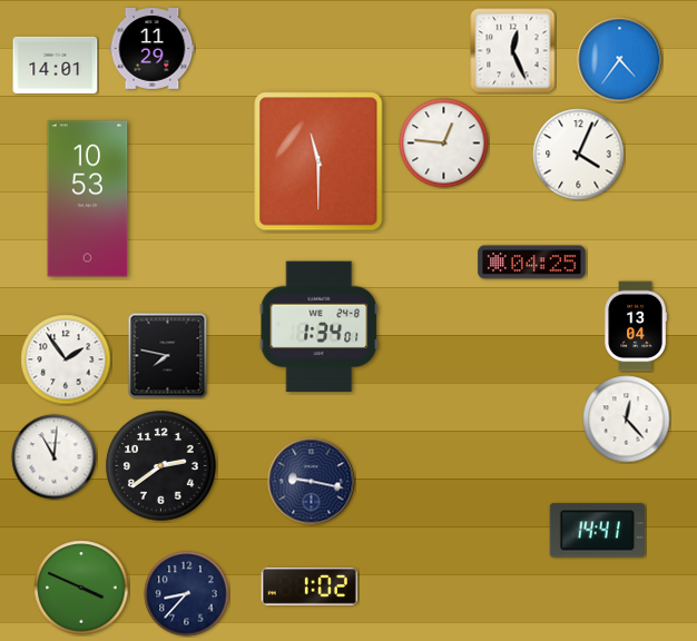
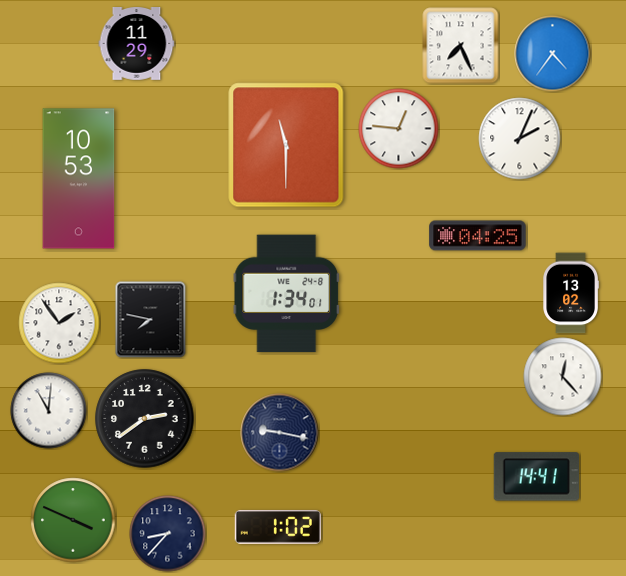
clock at (513, 51): 12:26 -> 7:26
clock at (620, 60) position: (620, 60) -> (553, 54)
clock at (56, 65): 14:01 -> none
clock at (579, 155): 4:04 -> 2:04
clock at (636, 326): 13:04 -> 13:02
clock at (81, 588) position: (81, 588) -> (73, 520)
